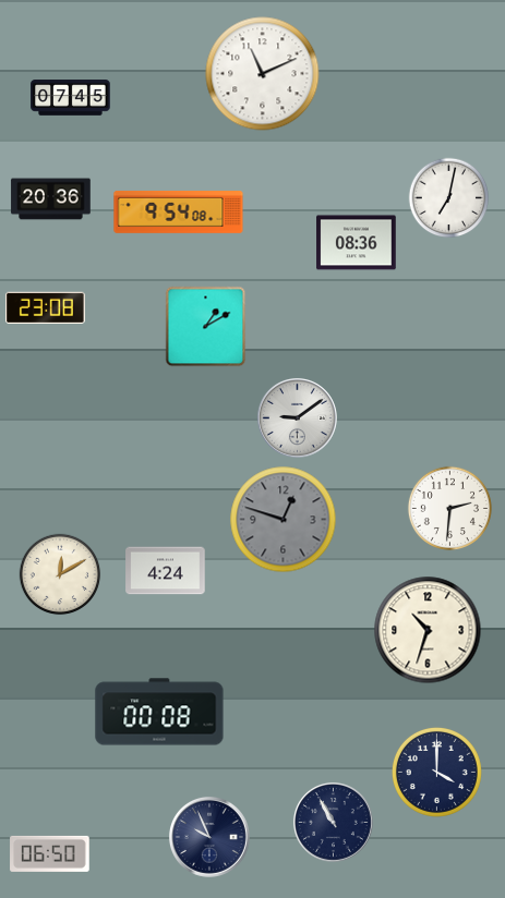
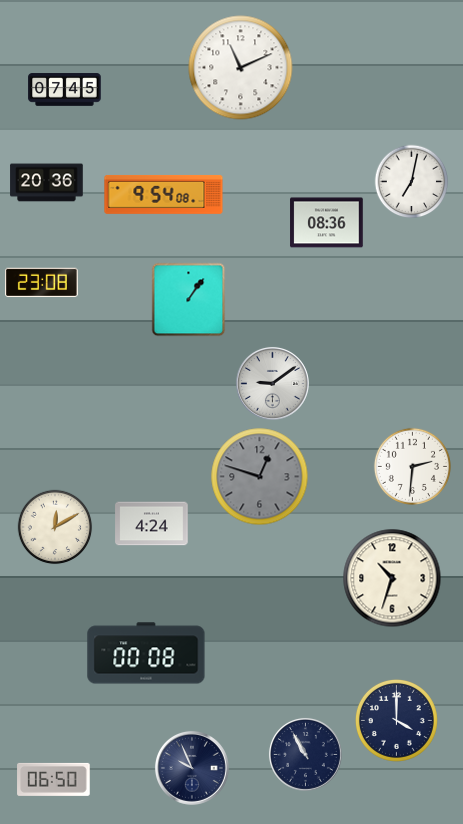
clock at (206, 327): 1:10 -> 1:06
clock at (436, 772) position: (436, 772) -> (396, 720)
clock at (50, 853) position: (50, 853) -> (54, 779)
